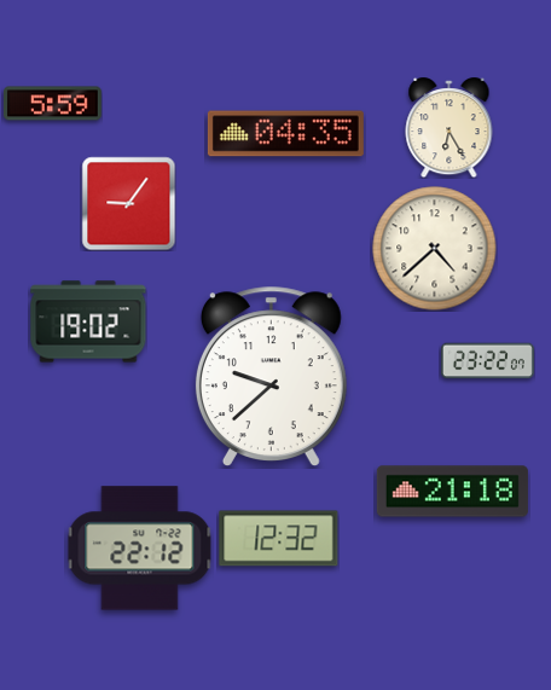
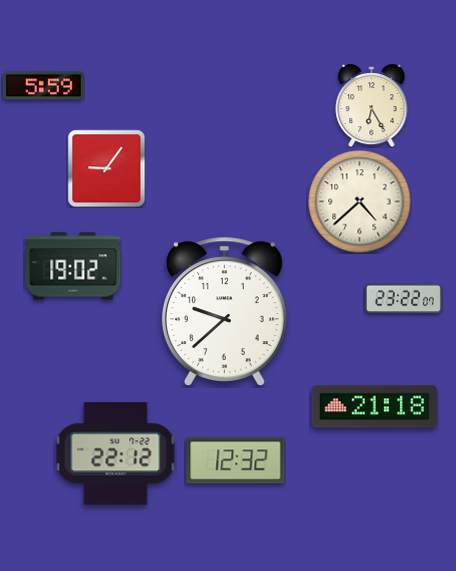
clock at (285, 134): 04:35 -> none
clock at (435, 249) position: (435, 249) -> (360, 202)
clock at (279, 539) position: (279, 539) -> (236, 461)
